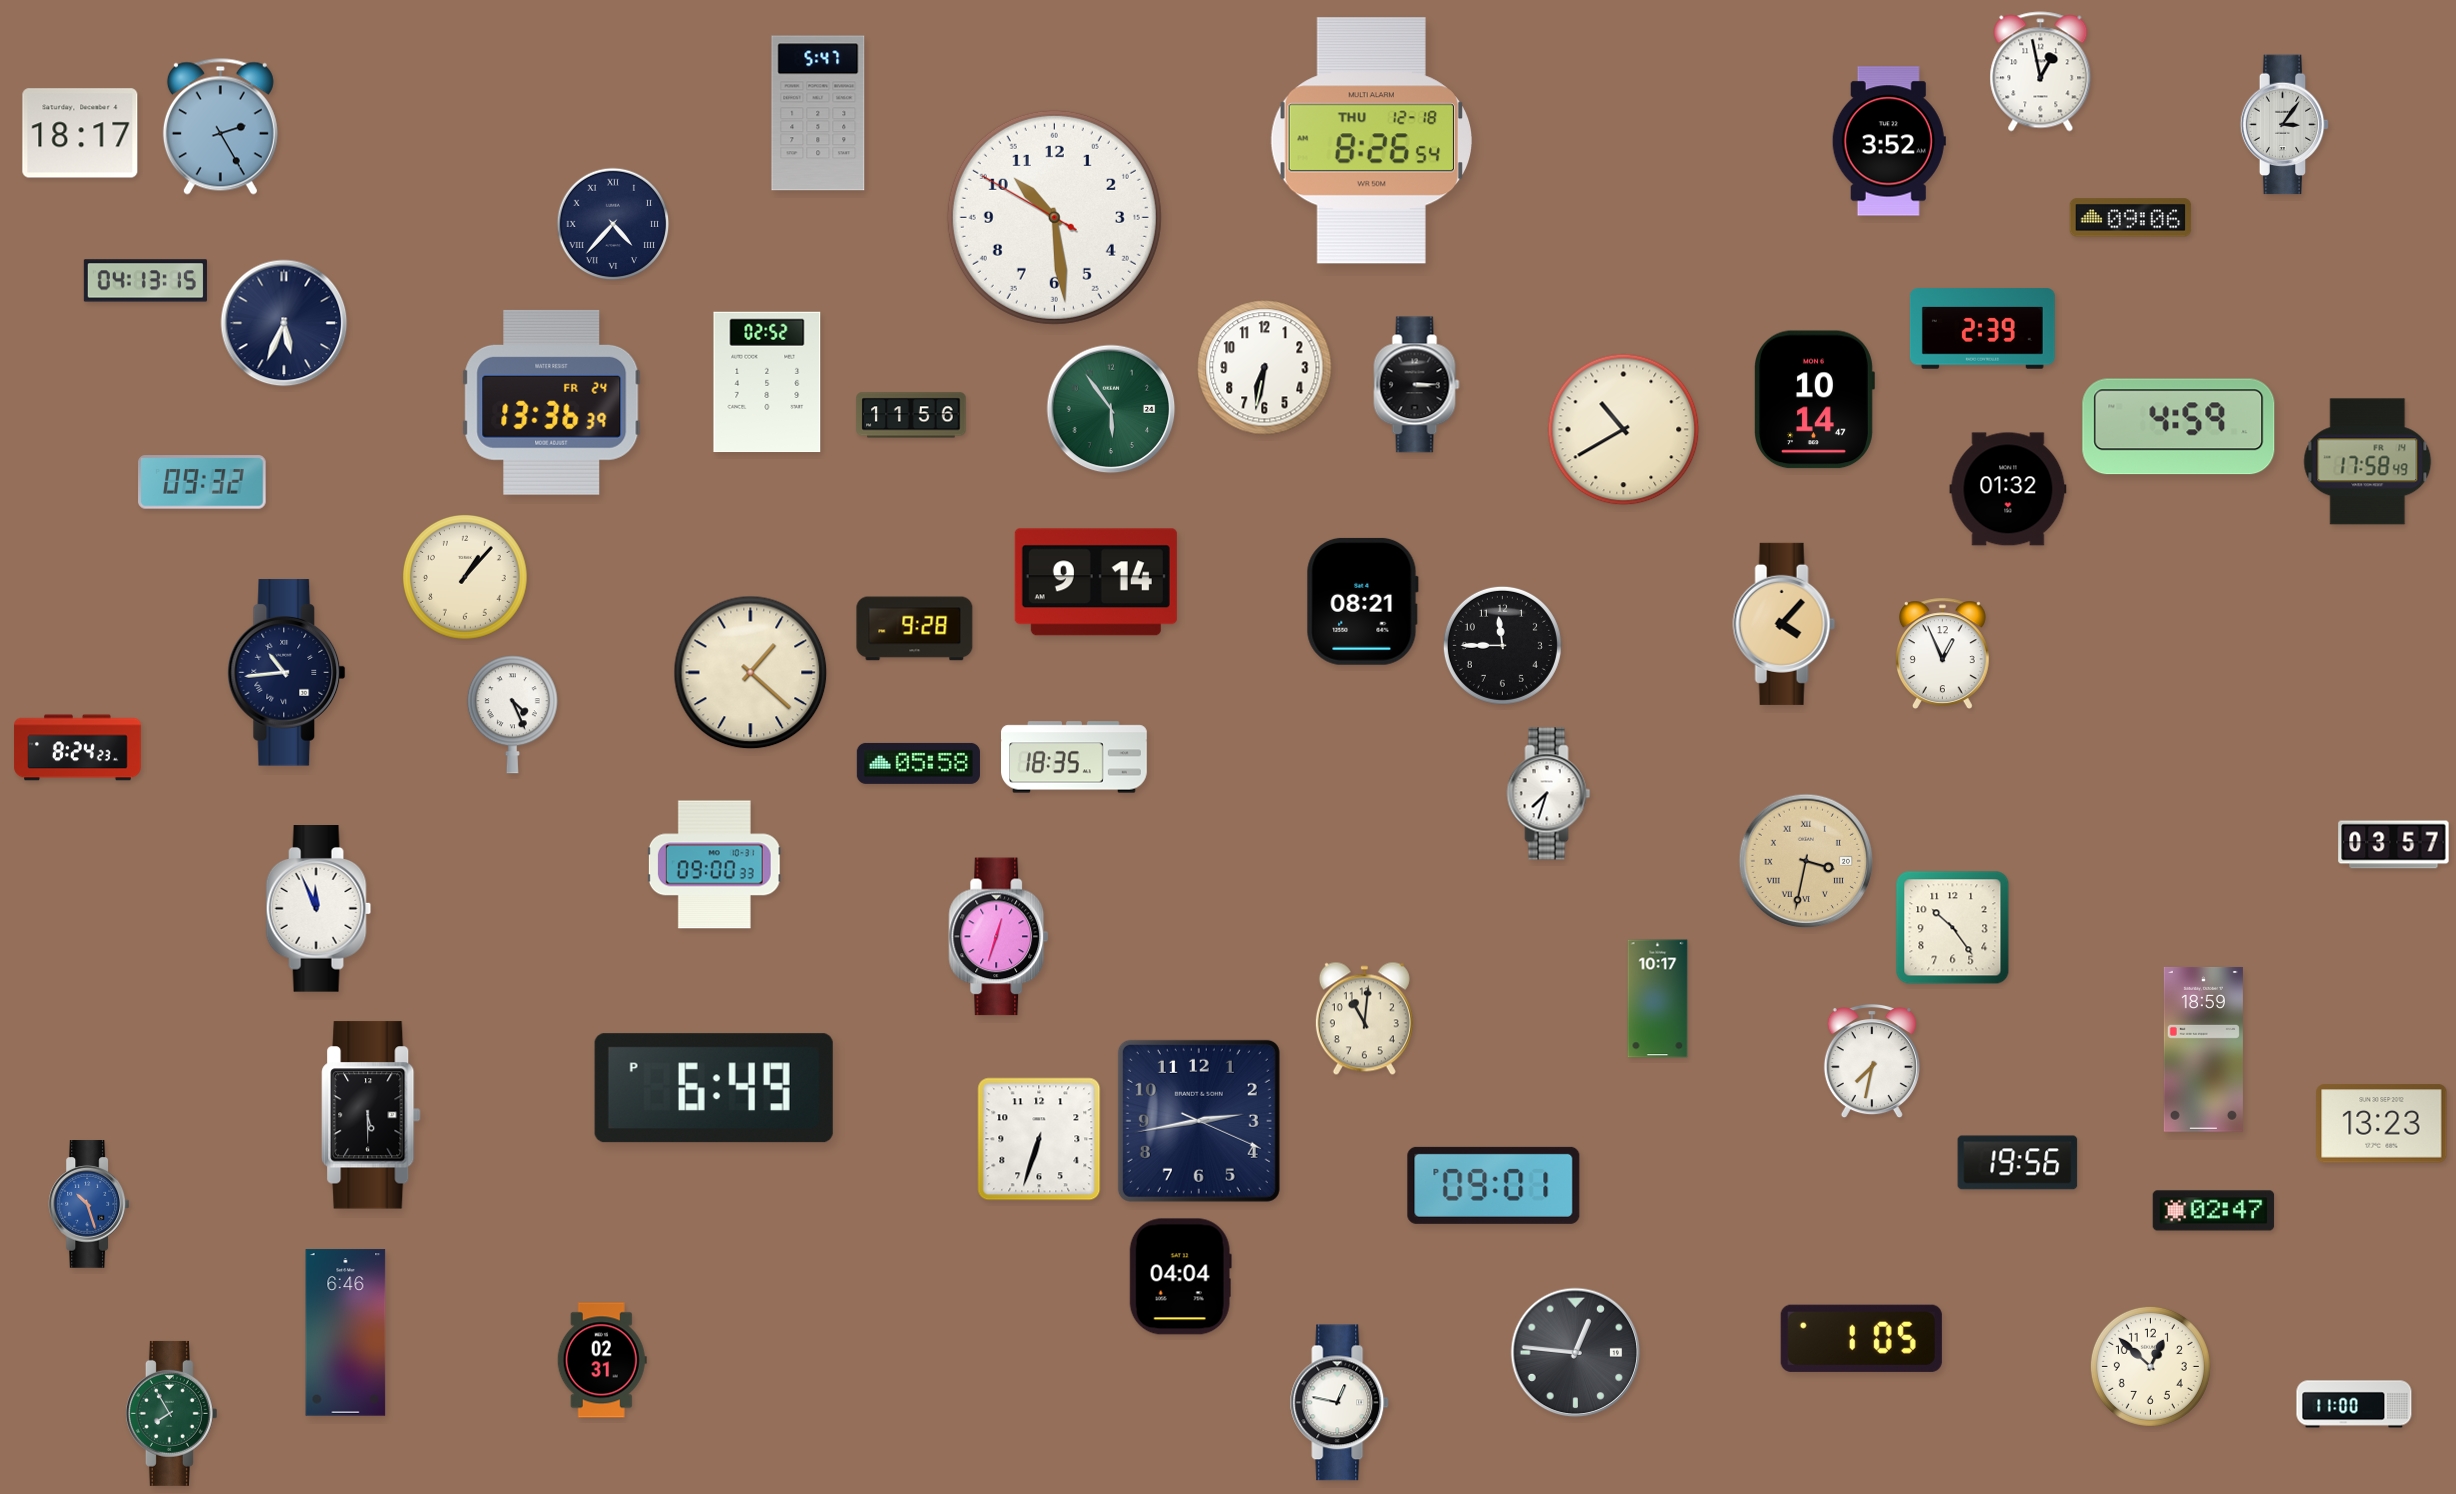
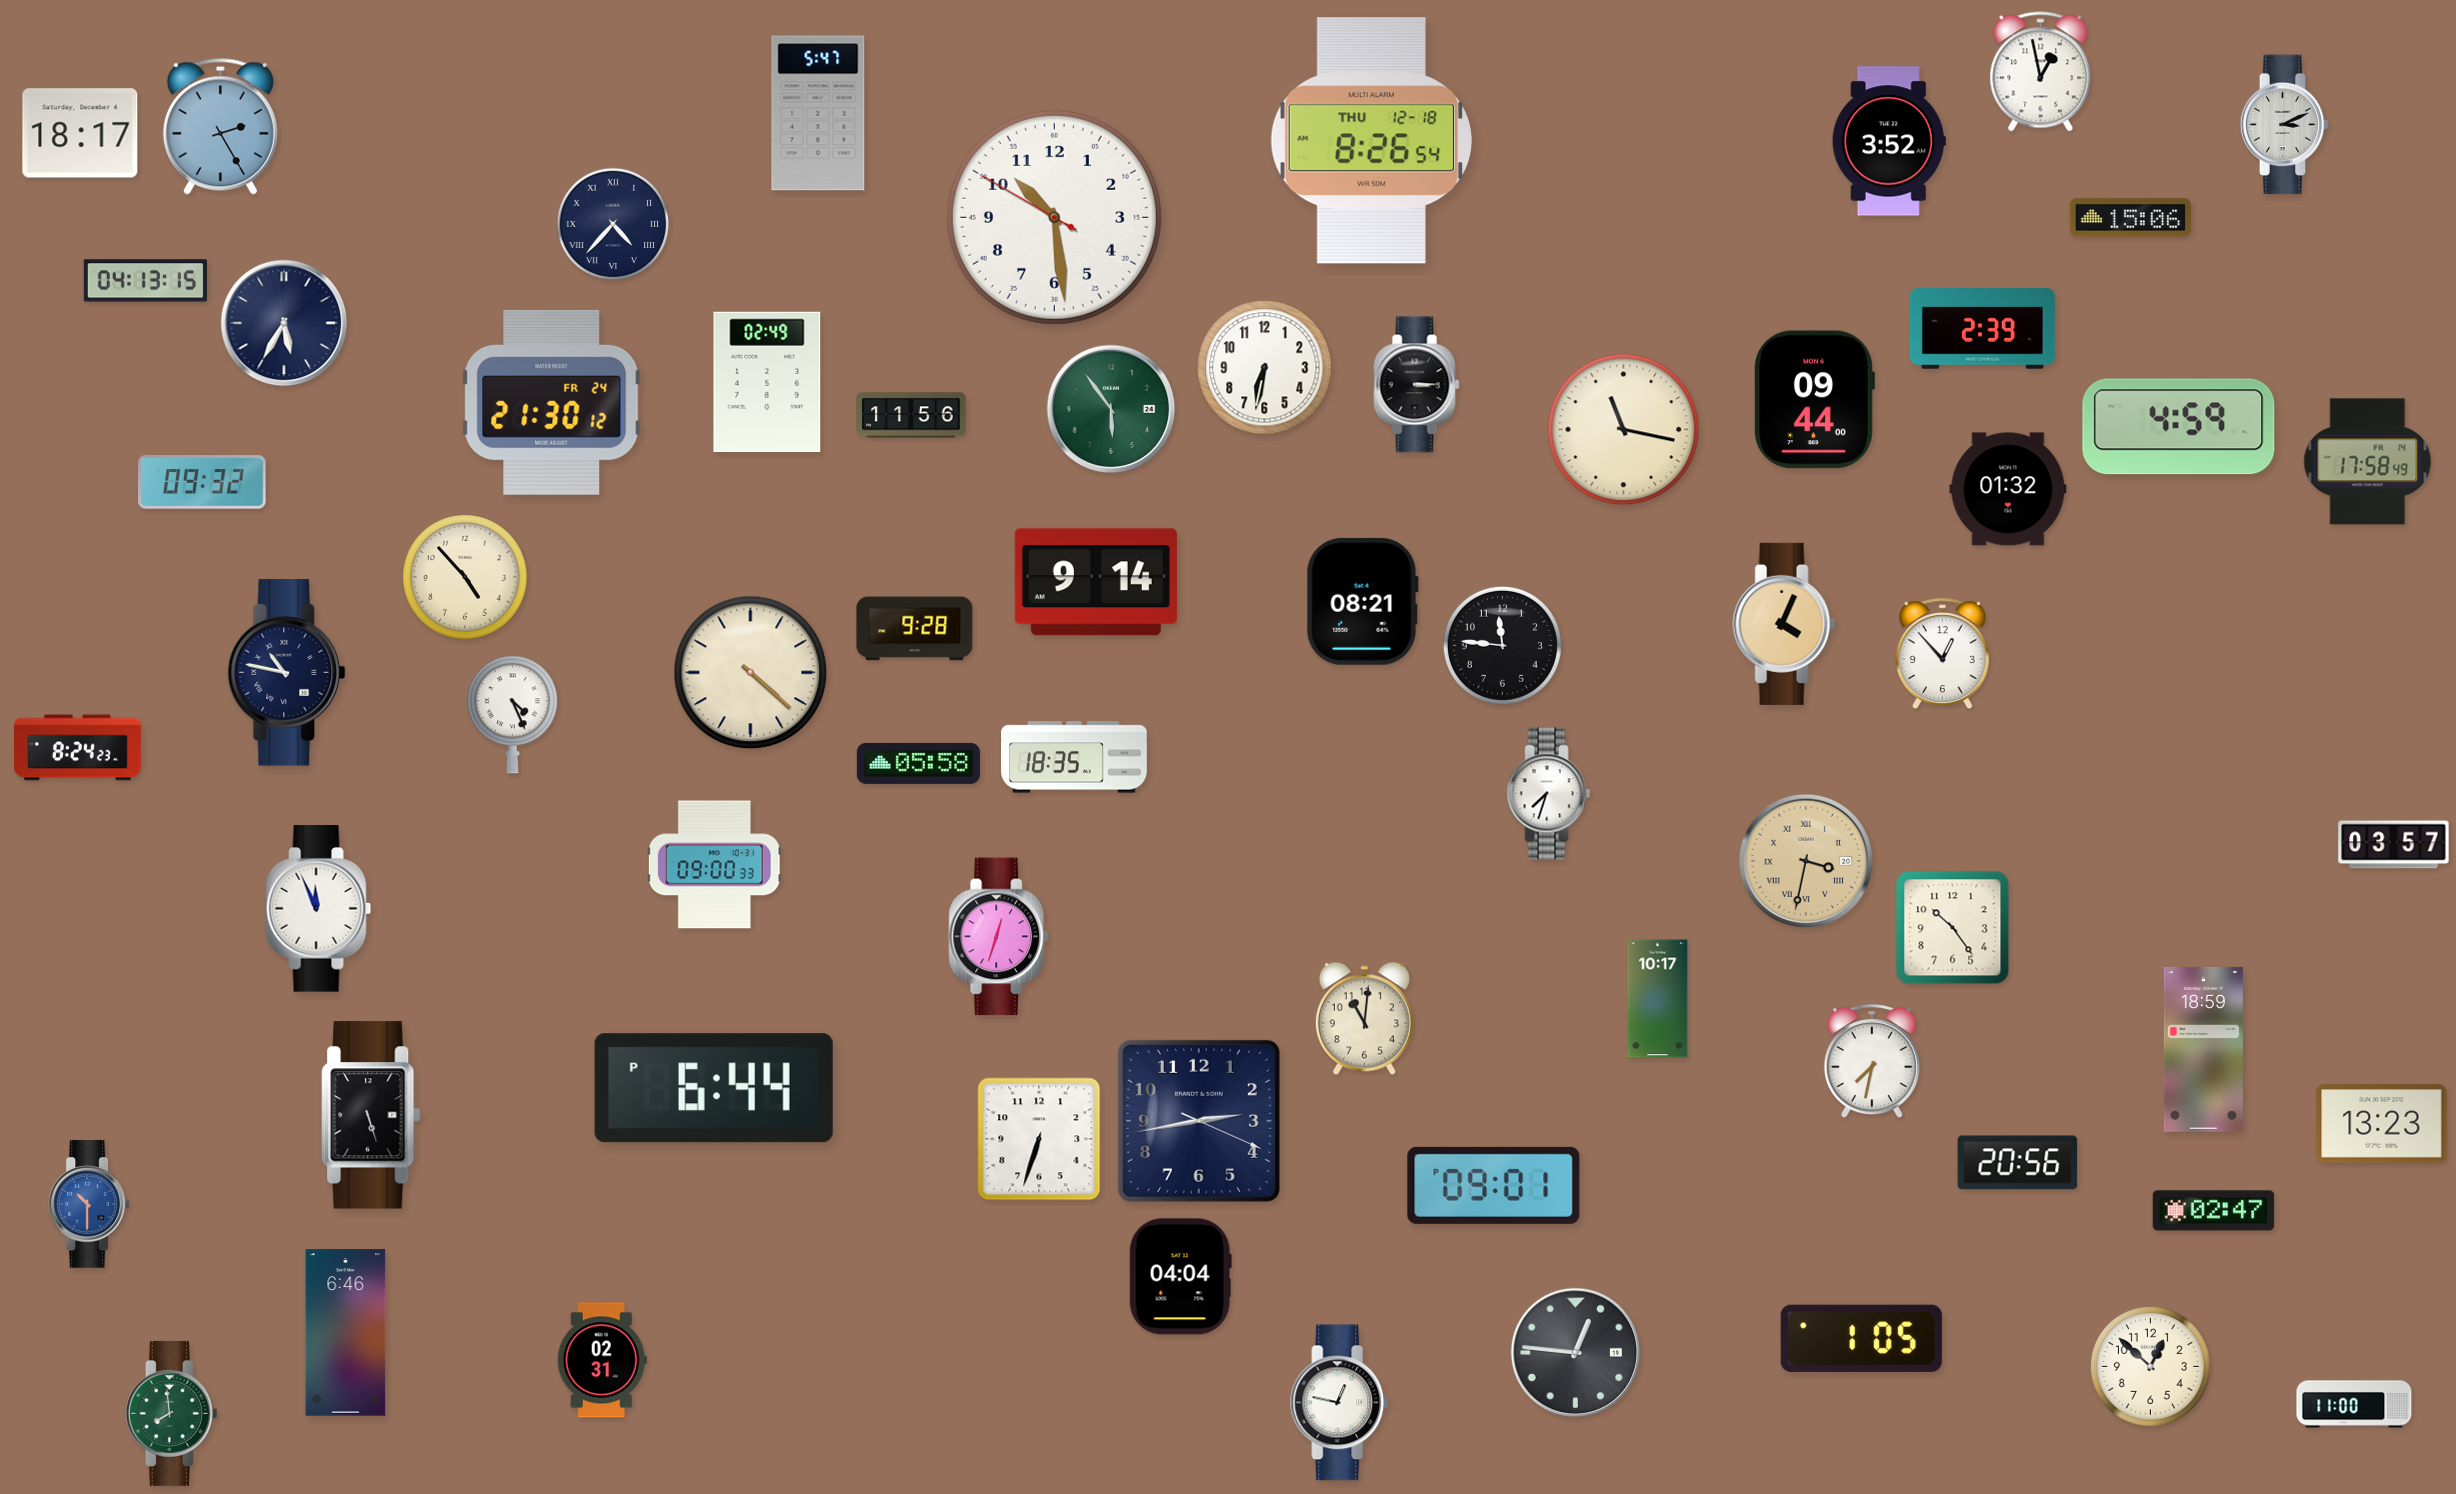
clock at (2285, 125): 3:06 -> 3:11
clock at (2131, 218): 09:06 -> 15:06
clock at (284, 323): 5:34 -> 5:35
clock at (767, 382): 02:52 -> 02:49
clock at (1815, 400): 10:14 -> 09:44
clock at (552, 402): 13:36 -> 21:30
clock at (1624, 430): 10:40 -> 11:17
clock at (466, 578): 1:07 -> 4:53
clock at (1784, 624): 4:07 -> 4:04
clock at (1502, 645): 11:45 -> 11:46
clock at (1942, 653): 12:56 -> 12:53
clock at (287, 673): 10:44 -> 10:47
clock at (751, 673): 1:22 -> 4:22
clock at (714, 1088): 6:49 -> 6:44
clock at (371, 1115): 5:30 -> 5:27
clock at (2018, 1163): 19:56 -> 20:56
clock at (89, 1204): 10:27 -> 10:30
clock at (171, 1413): 7:55 -> 7:59
